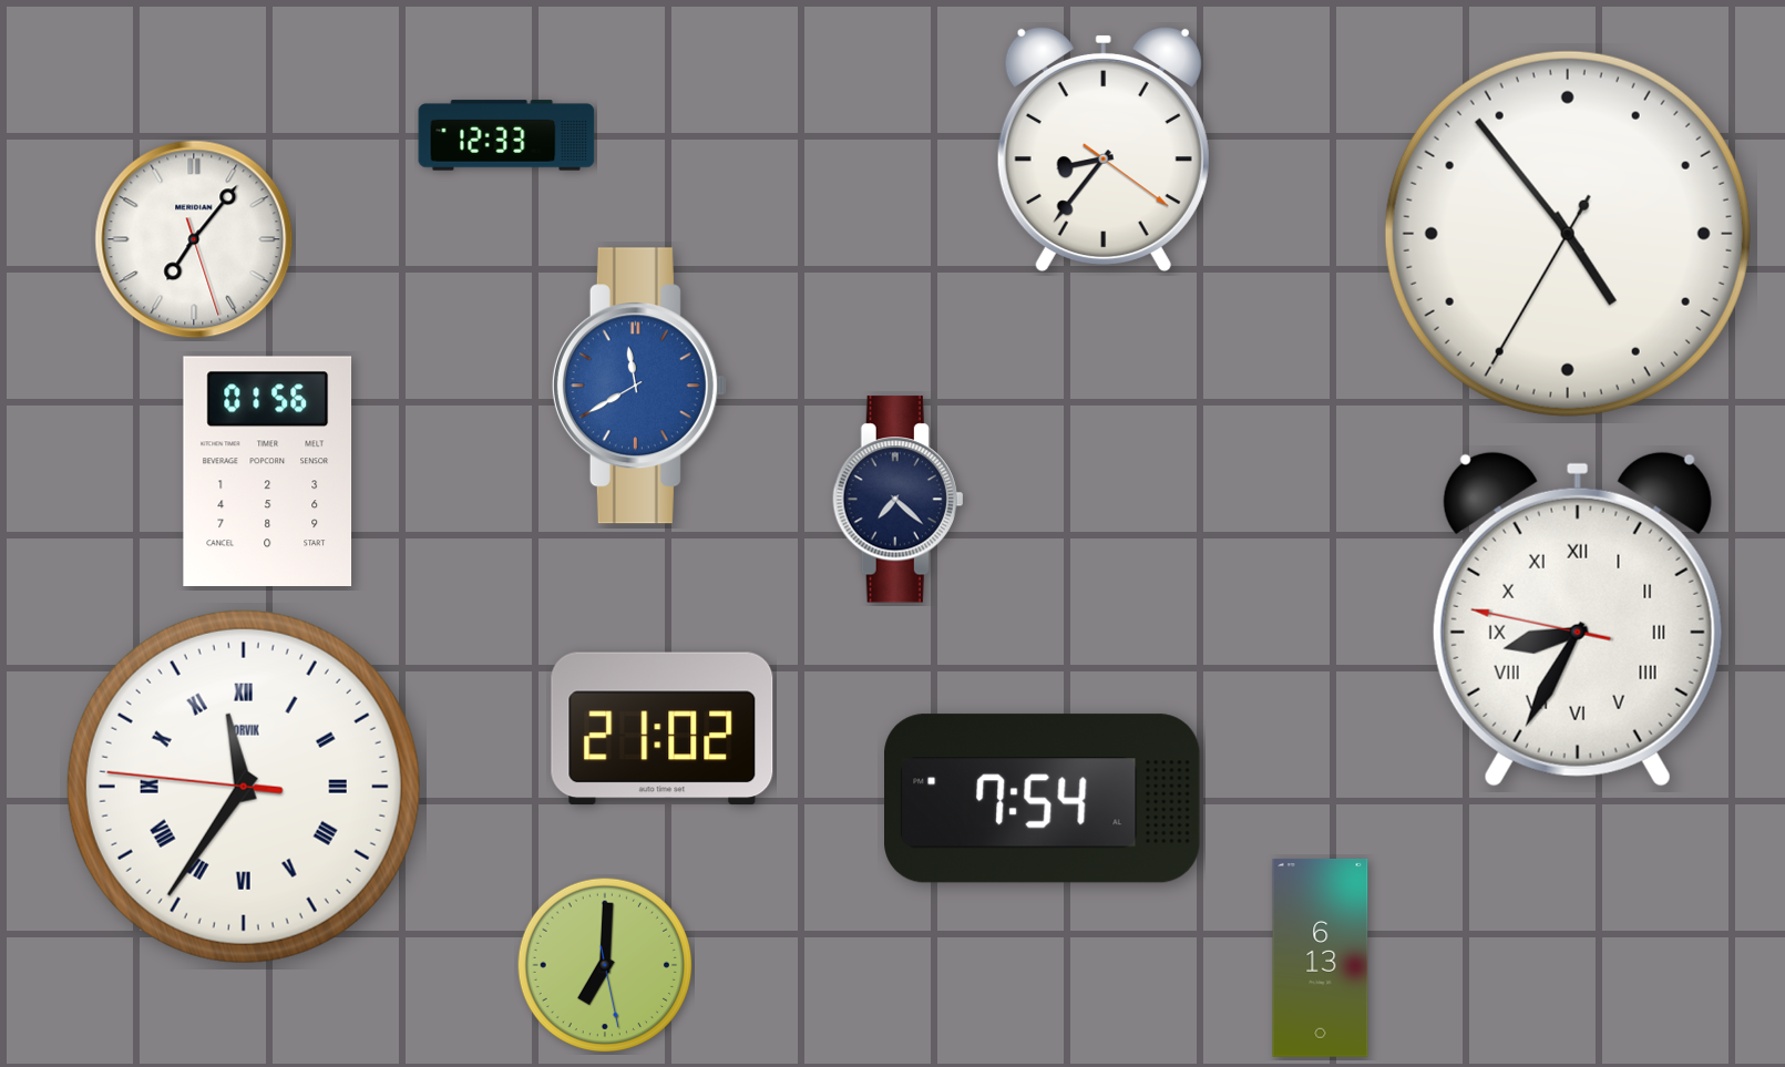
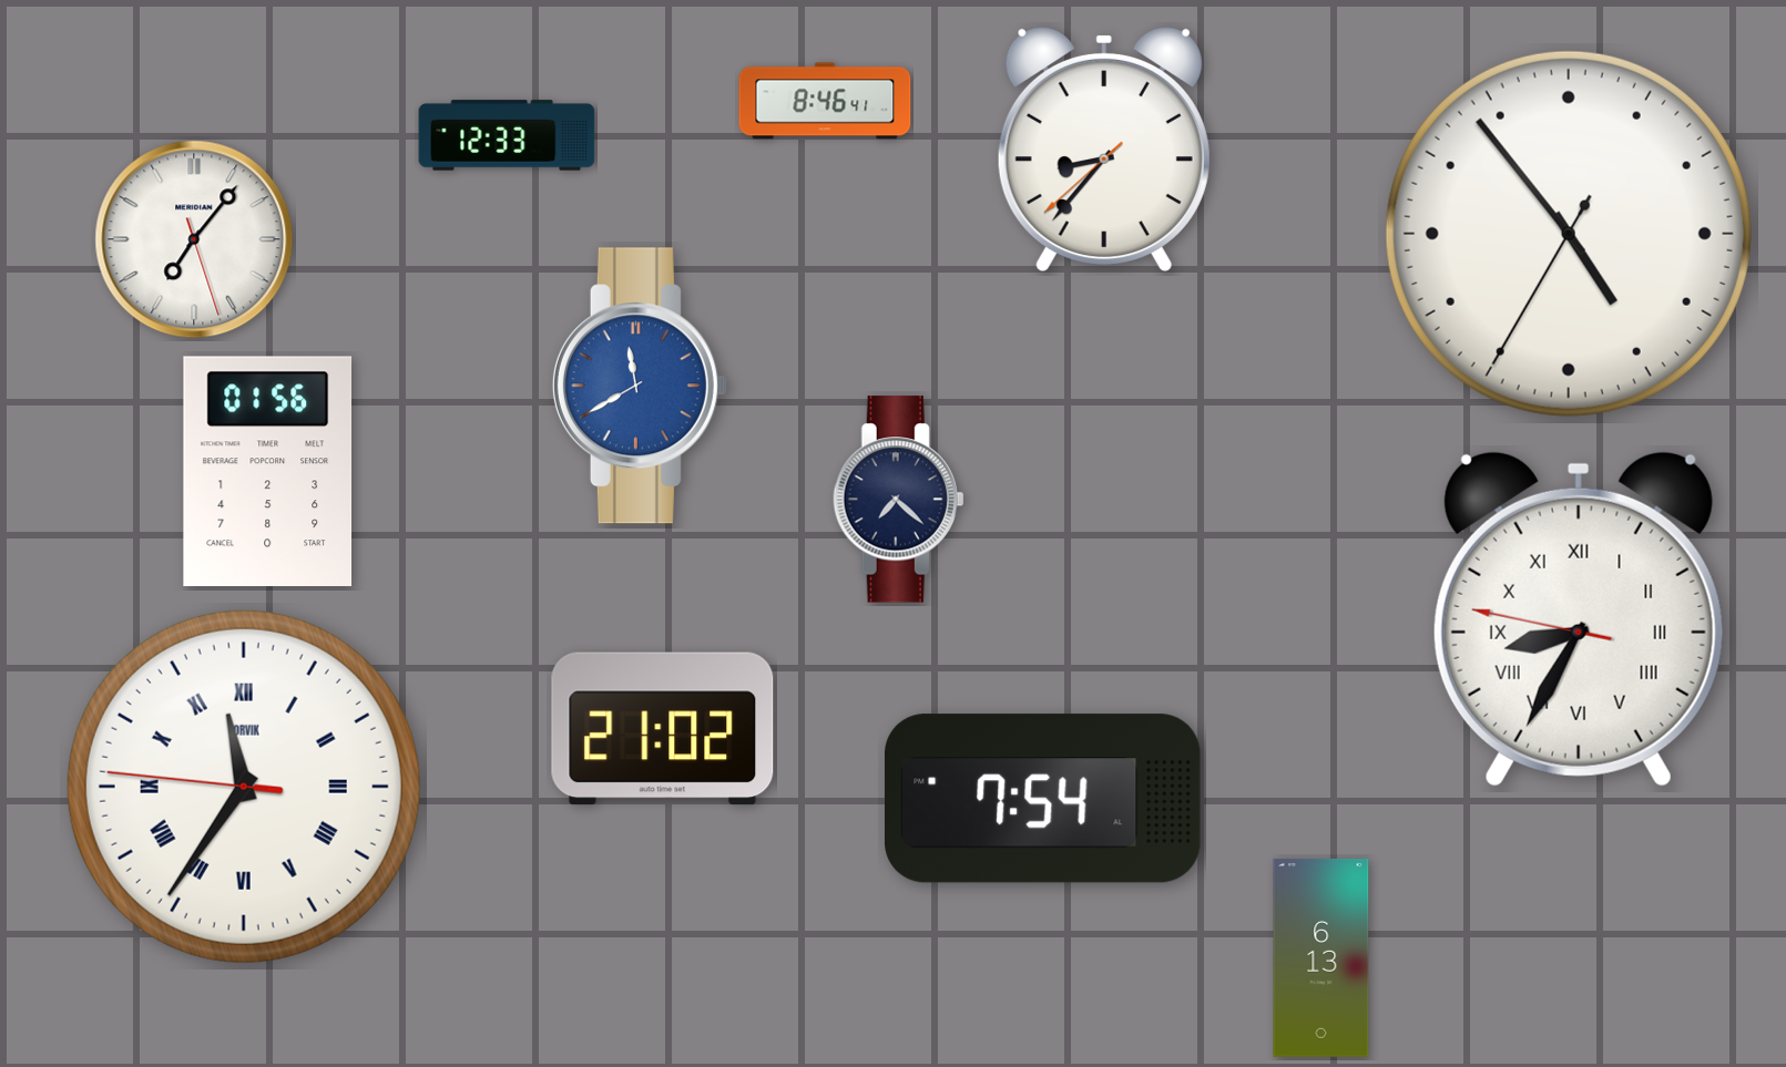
clock at (825, 101): none -> 8:46
clock at (1104, 150): 8:36:21 -> 8:36:38
clock at (605, 965): 7:00 -> none
